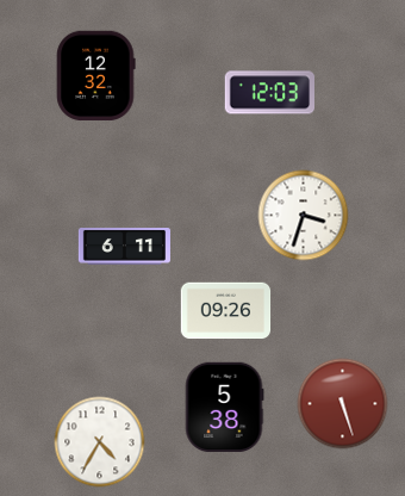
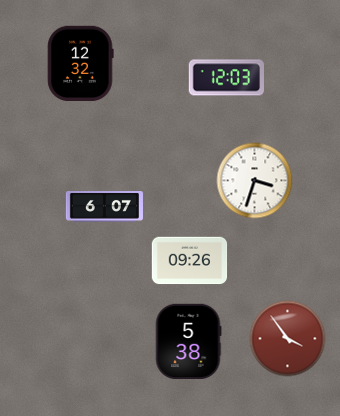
clock at (124, 247): 6:11 -> 6:07
clock at (343, 404): 5:27 -> 3:54
clock at (100, 442): 4:35 -> none
